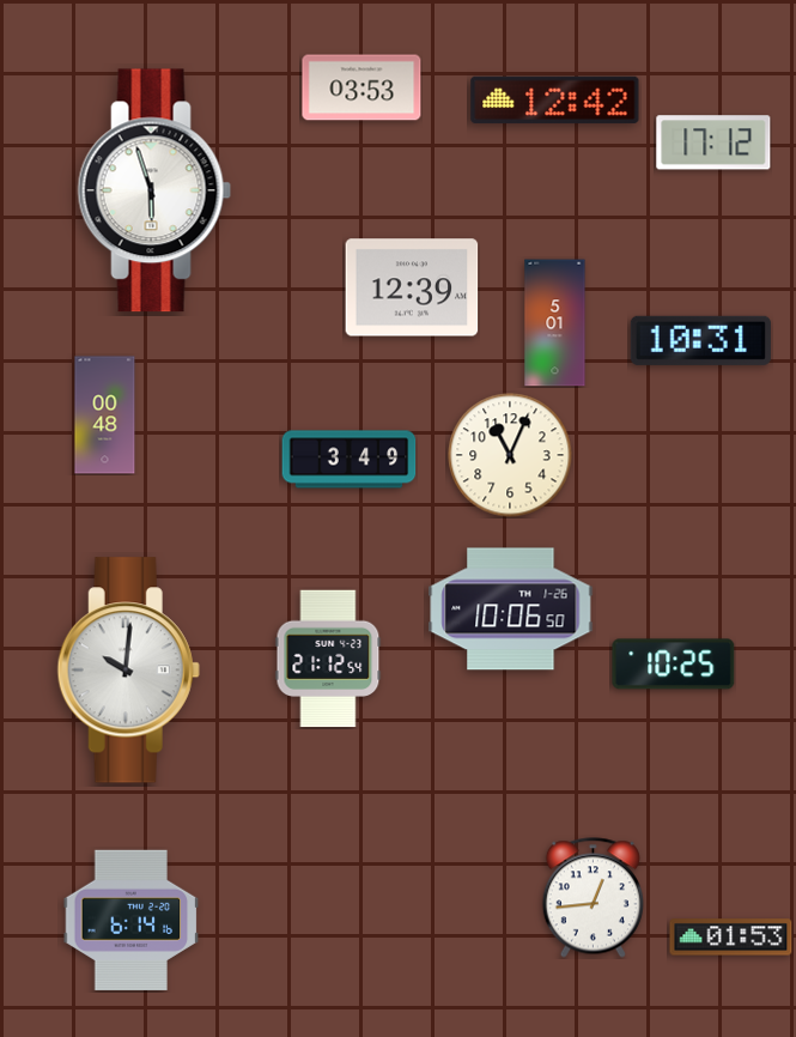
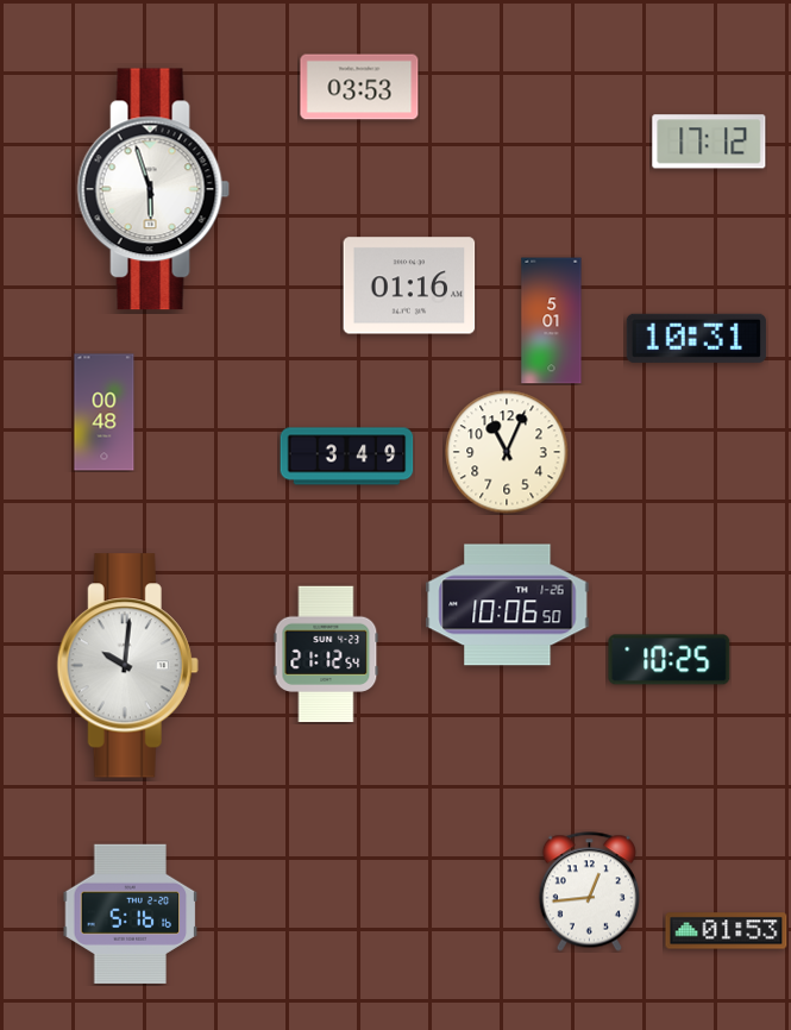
clock at (555, 99): 12:42 -> none
clock at (412, 287): 12:39 -> 01:16
clock at (132, 920): 6:14 -> 5:16
